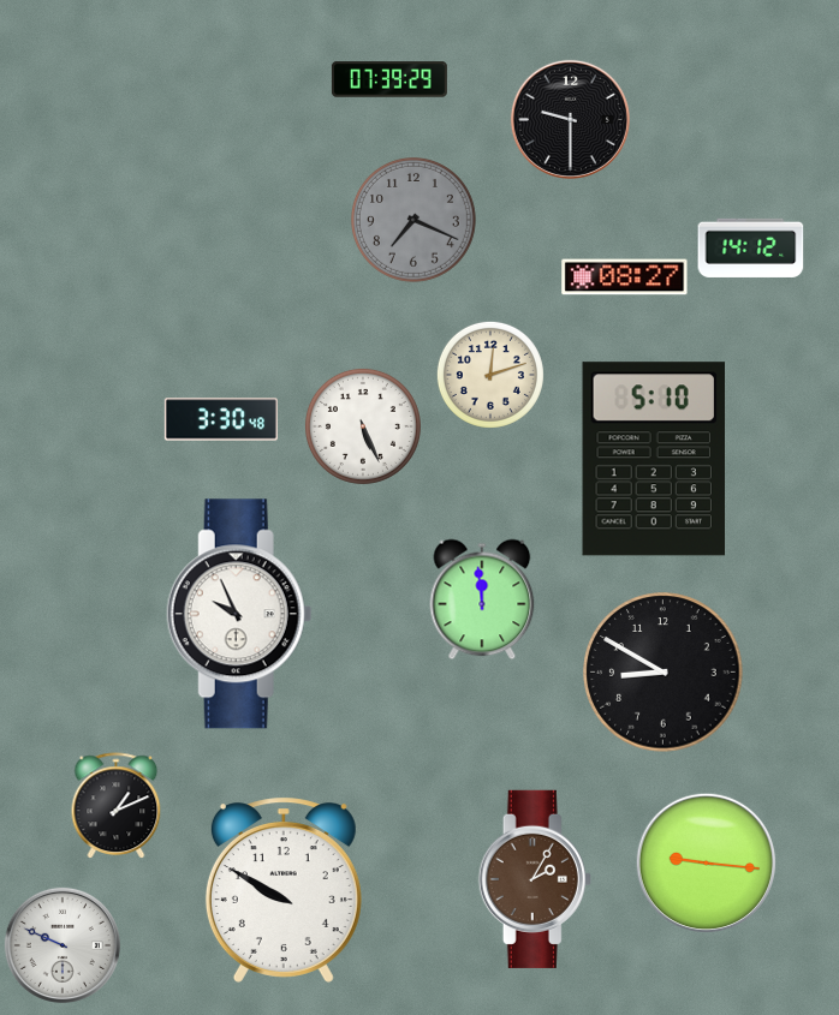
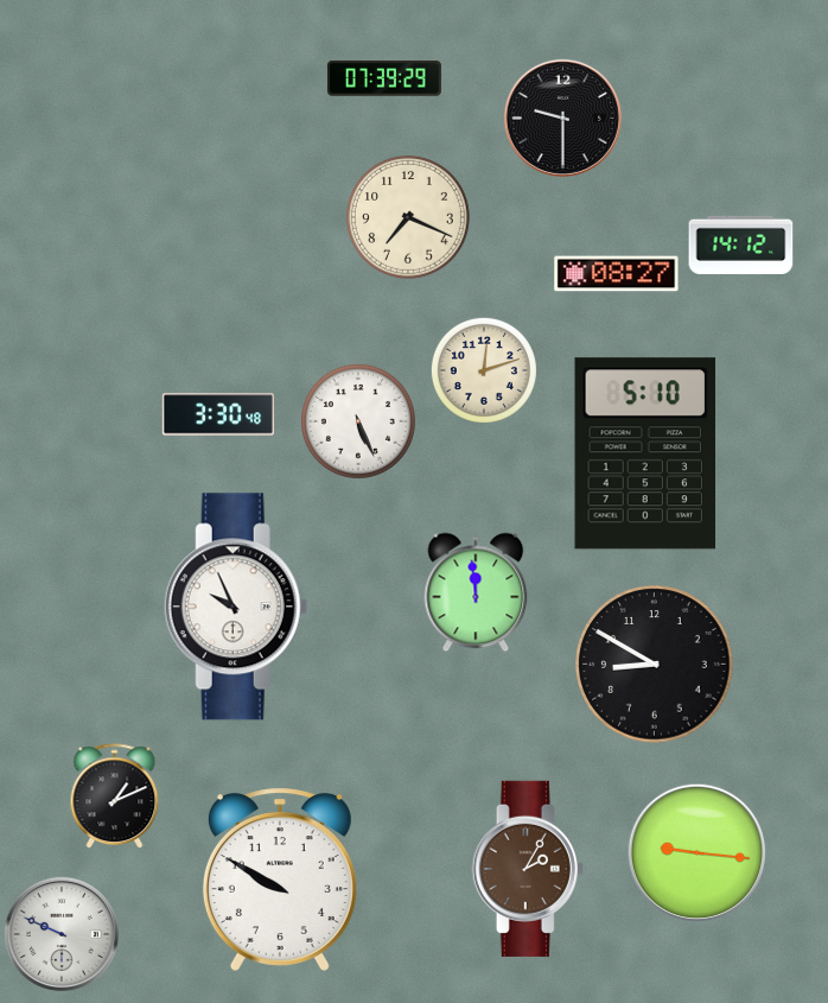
clock at (413, 220) dial: grey -> cream
